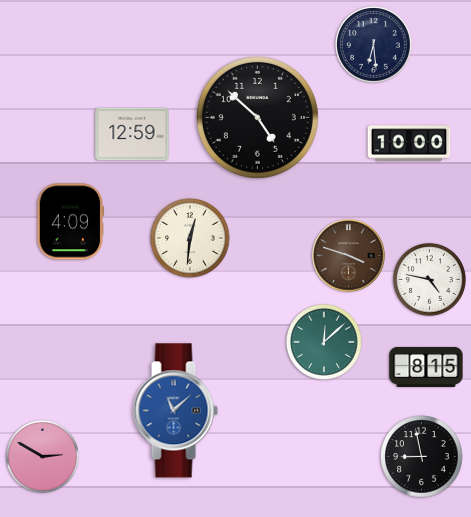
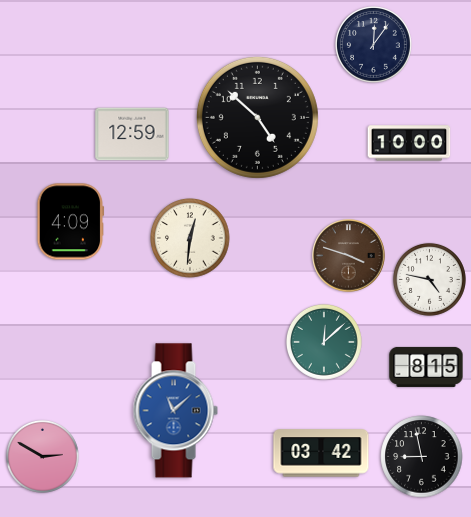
clock at (374, 45): 6:29 -> 12:06
clock at (321, 453): none -> 03:42
